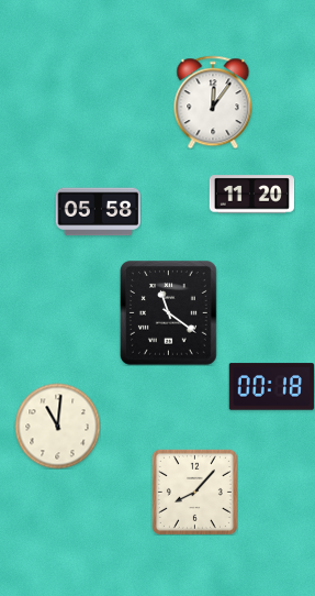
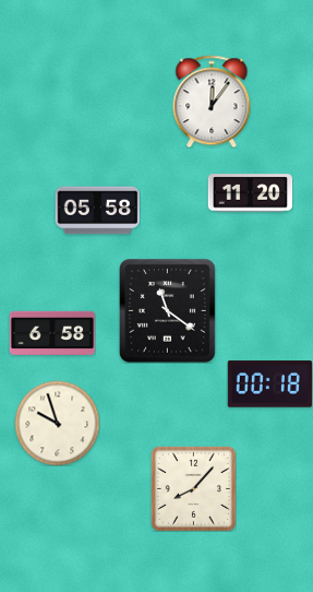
clock at (52, 332): none -> 6:58
clock at (57, 426): 11:01 -> 9:57
